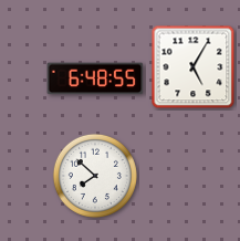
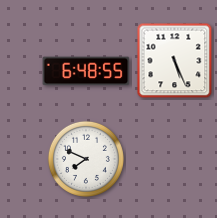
clock at (194, 67): 5:05 -> 5:26
clock at (95, 176): 7:52 -> 7:49
